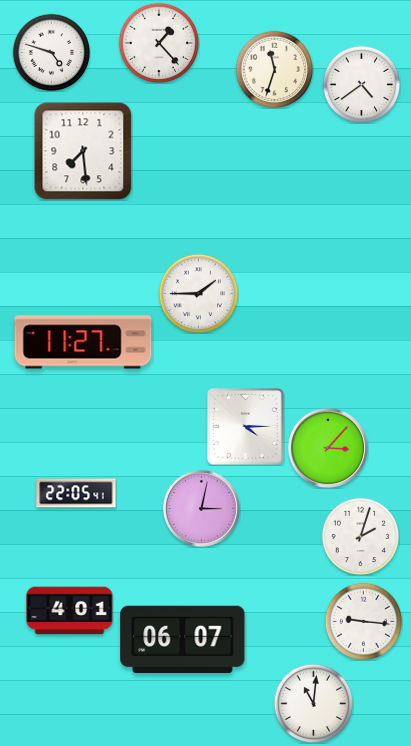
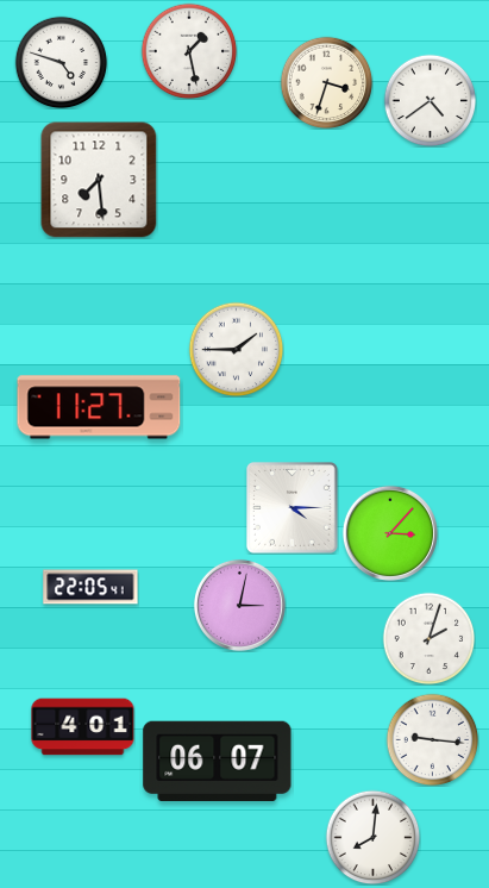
clock at (159, 43): 1:23 -> 1:28
clock at (274, 69): 11:33 -> 3:33
clock at (313, 703): 11:01 -> 8:01
